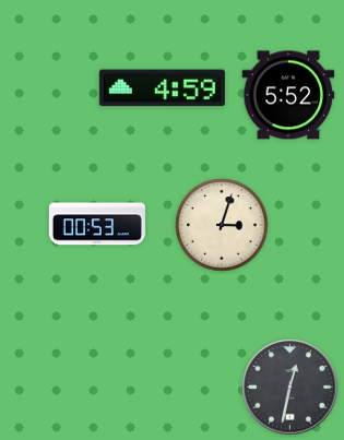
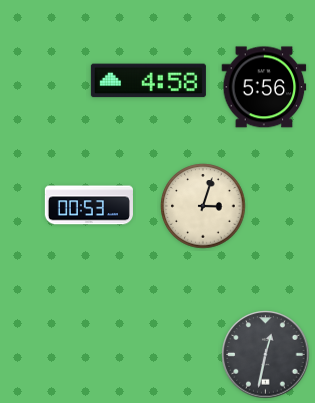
clock at (162, 88): 4:59 -> 4:58
clock at (288, 95): 5:52 -> 5:56
